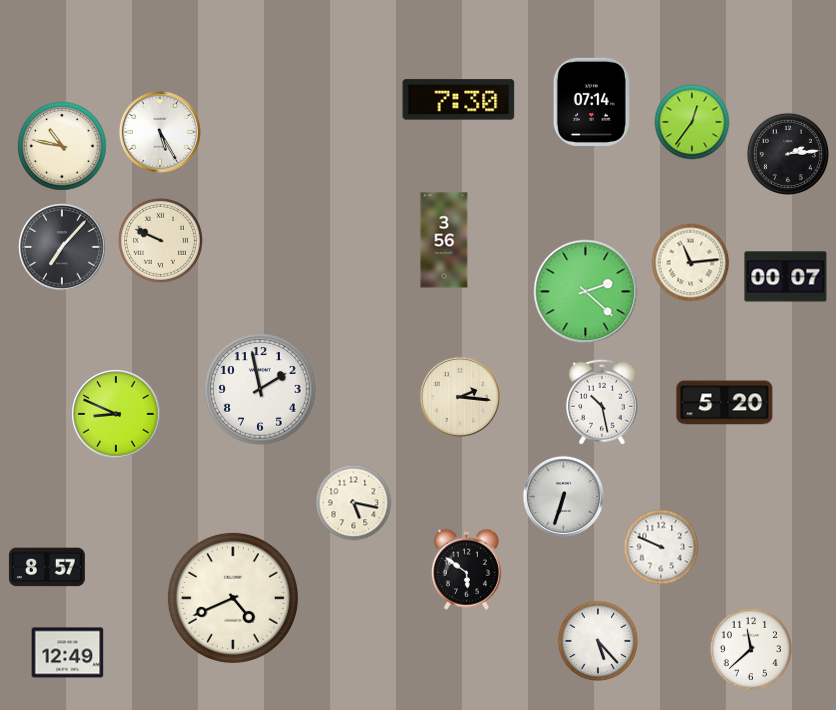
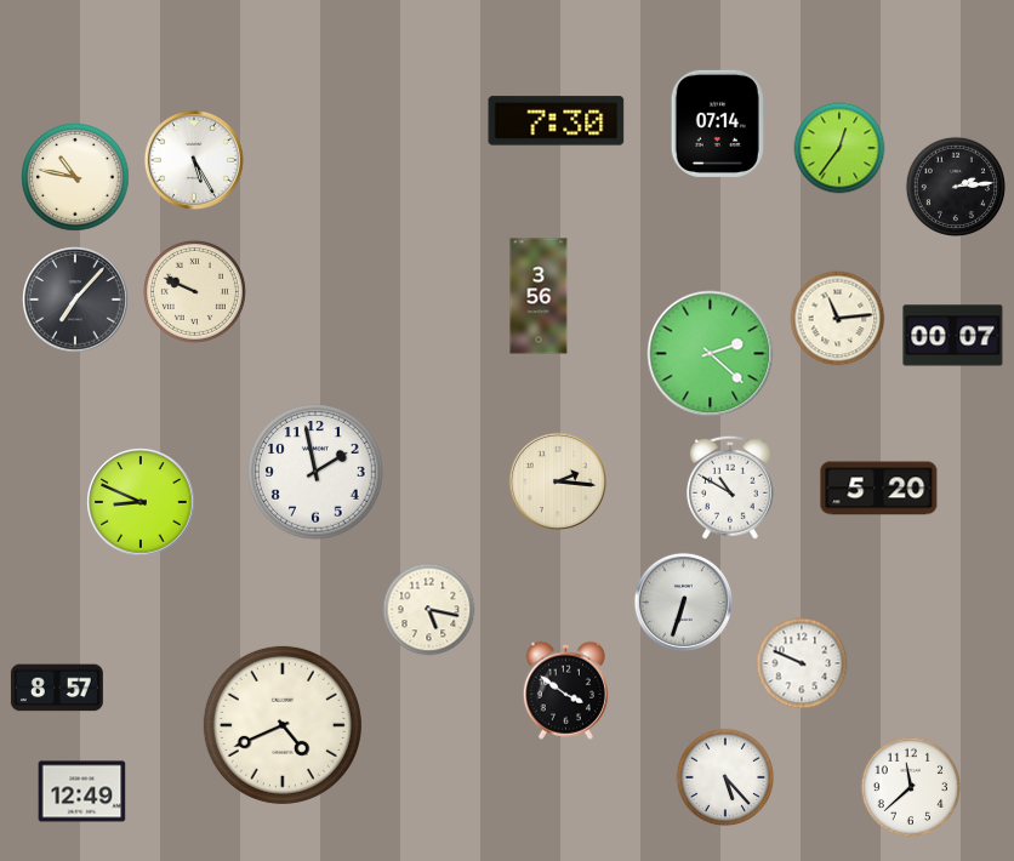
clock at (444, 240) position: (444, 240) -> (539, 296)
clock at (602, 402): 10:28 -> 10:50
clock at (466, 569): 5:51 -> 3:51
